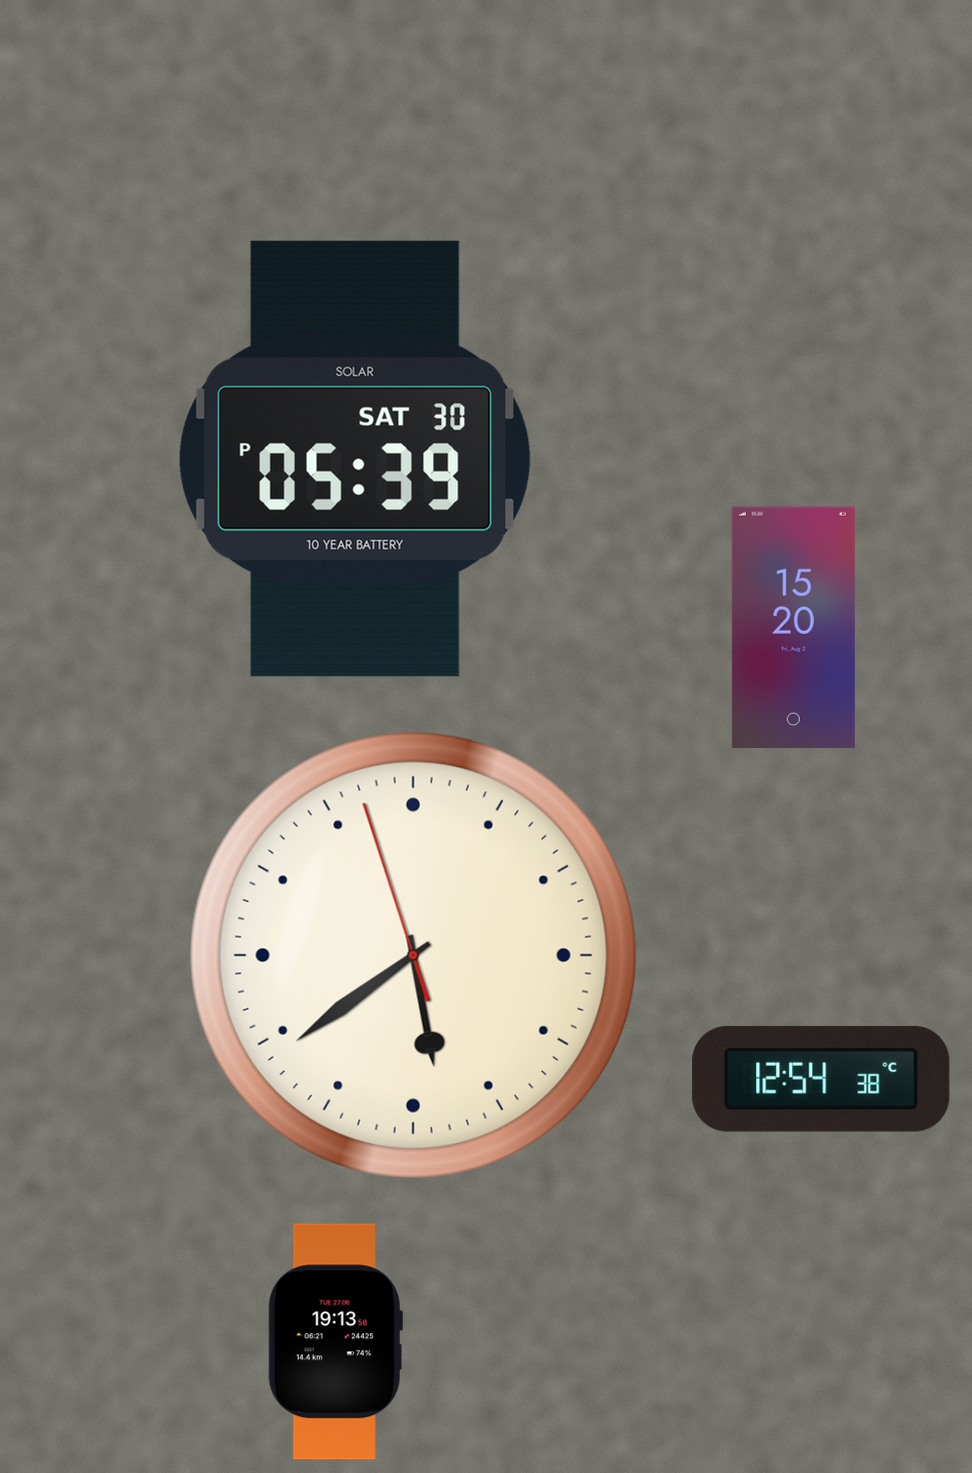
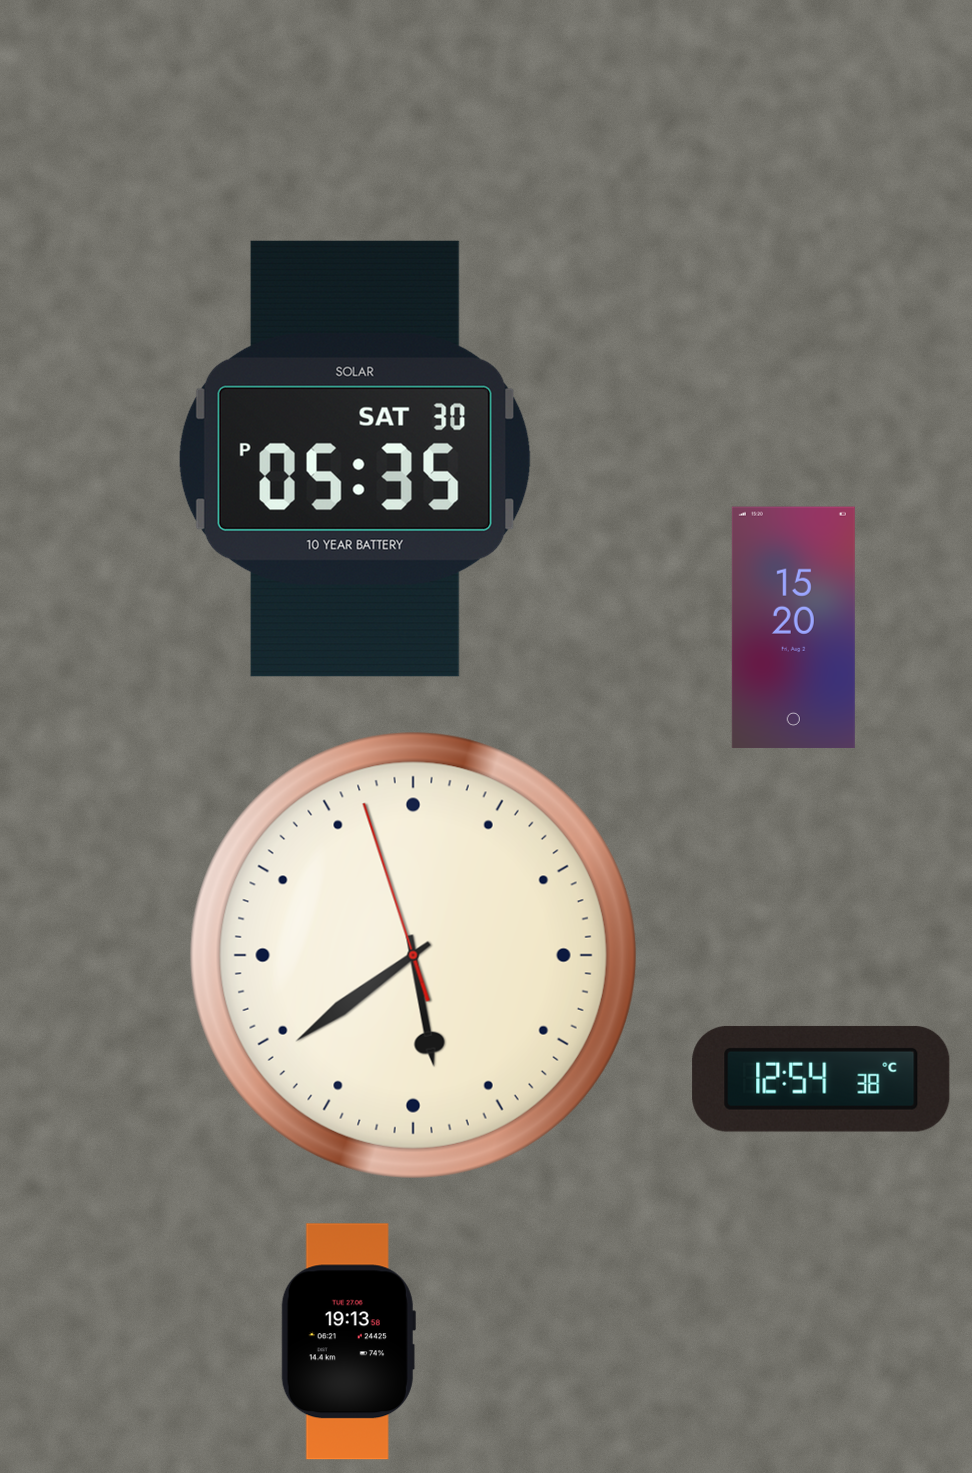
clock at (355, 459): 05:39 -> 05:35
clock at (335, 1342) position: (335, 1342) -> (348, 1342)
